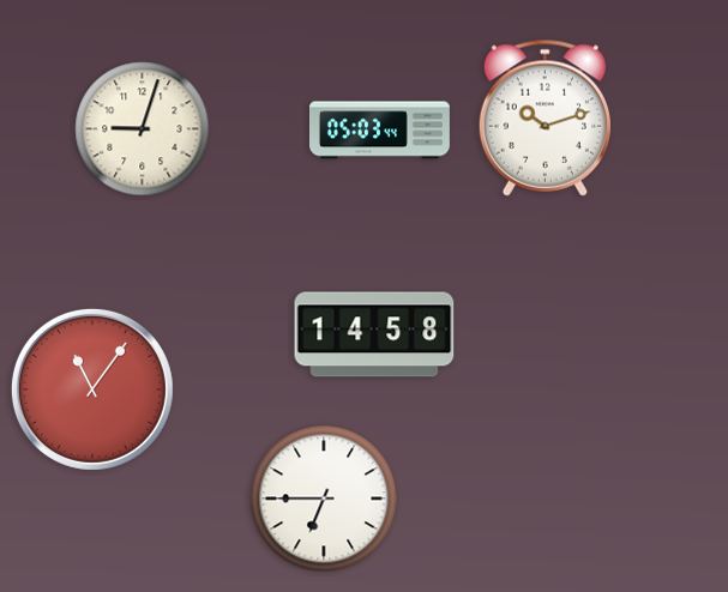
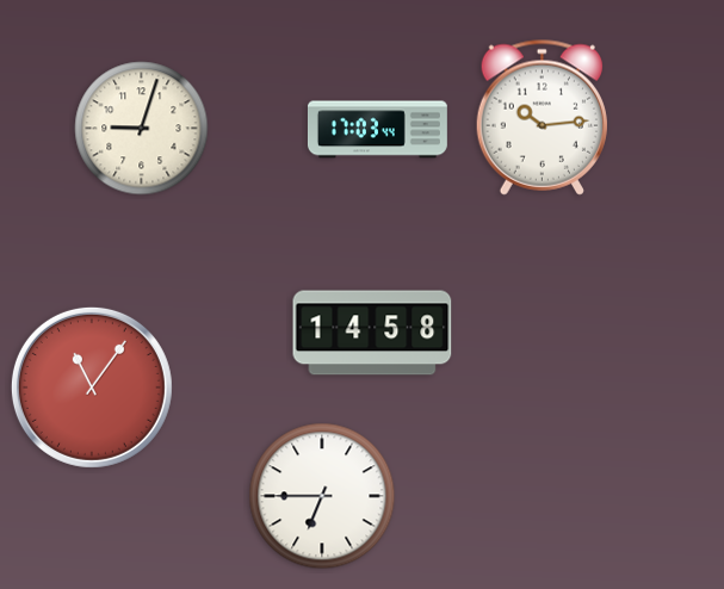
clock at (545, 117): 10:12 -> 10:14
clock at (379, 131): 05:03 -> 17:03
